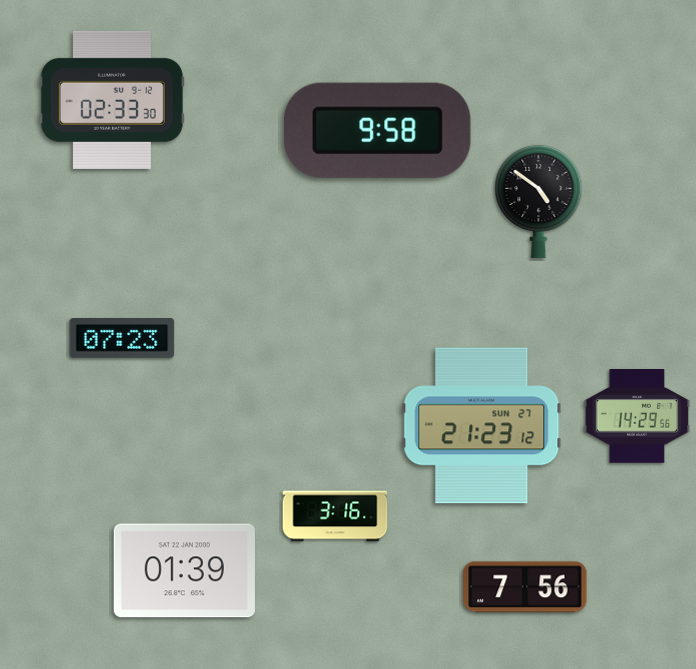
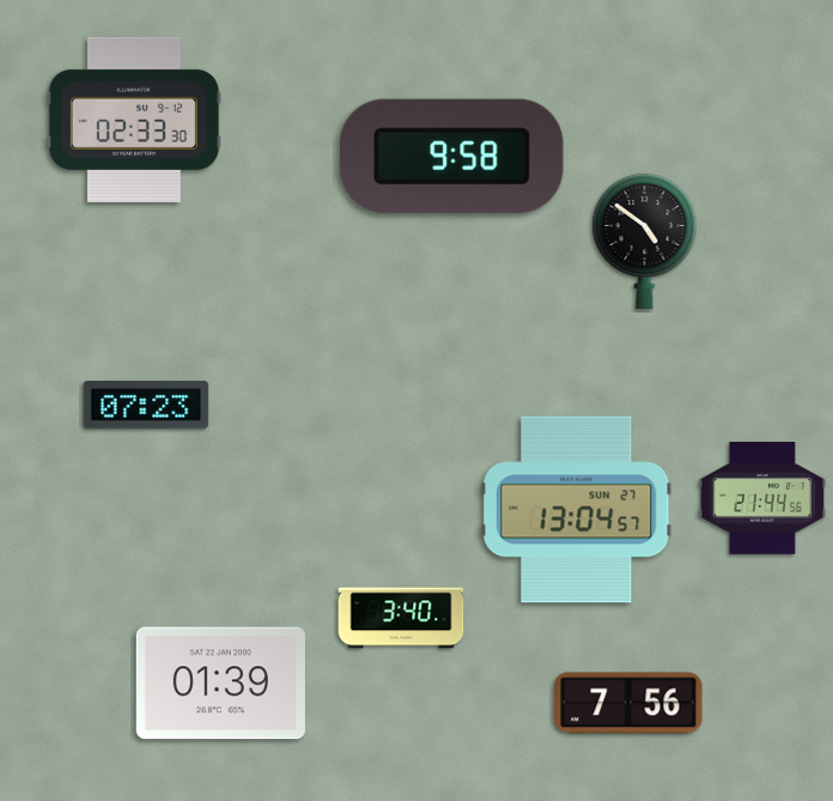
clock at (637, 417): 14:29 -> 21:44
clock at (482, 426): 21:23 -> 13:04
clock at (335, 516): 3:16 -> 3:40
